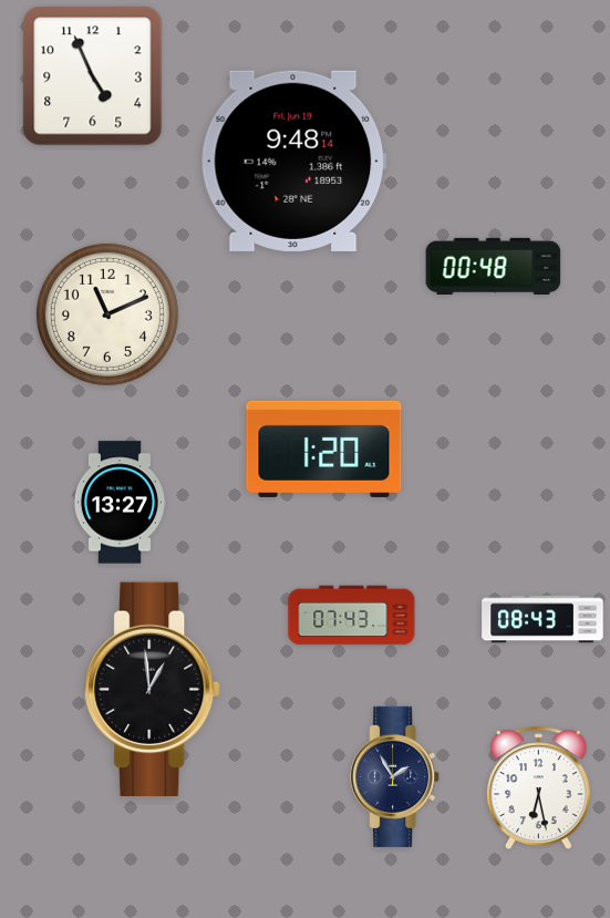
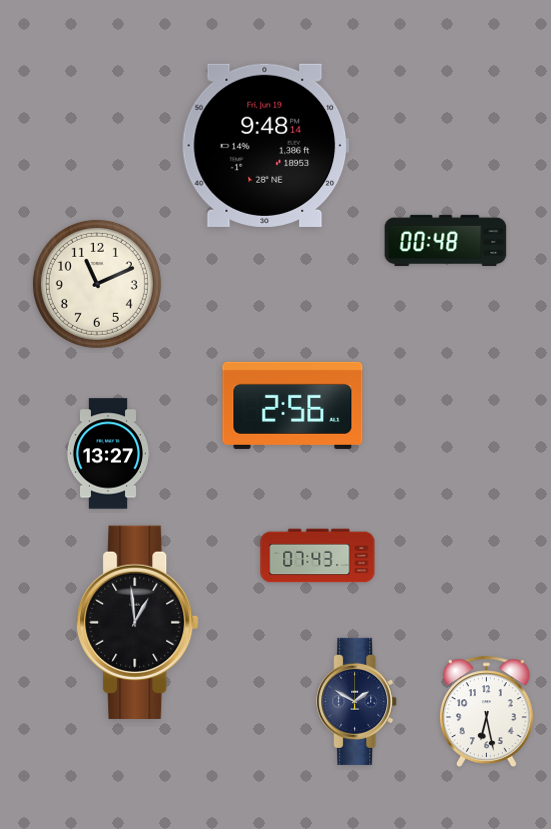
clock at (93, 76): 4:56 -> none
clock at (324, 448): 1:20 -> 2:56
clock at (542, 619): 08:43 -> none
clock at (395, 776): 1:55 -> 1:50
